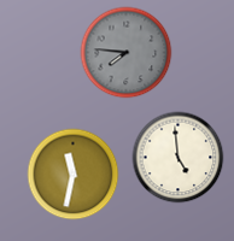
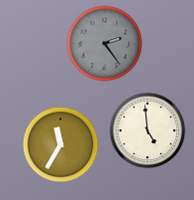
clock at (127, 53): 7:46 -> 2:24
clock at (74, 175): 11:32 -> 11:35
